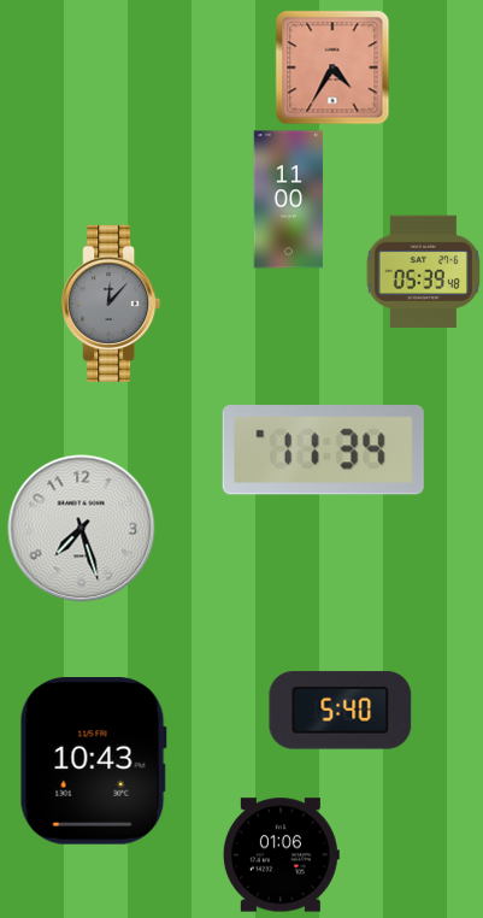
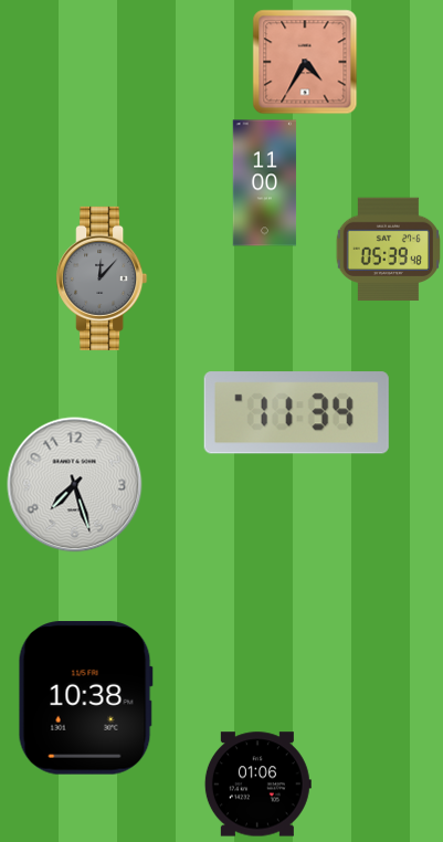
clock at (341, 711): 5:40 -> none
clock at (93, 761): 10:43 -> 10:38
